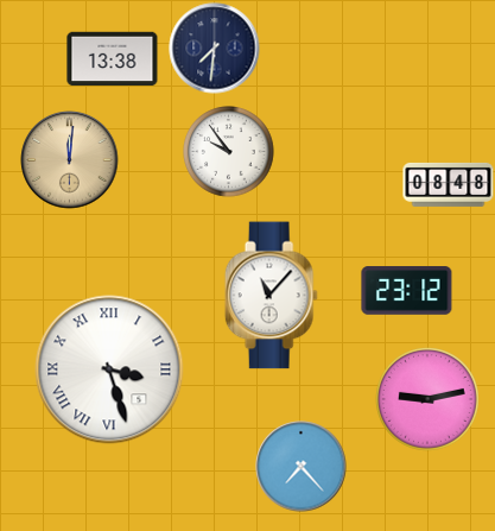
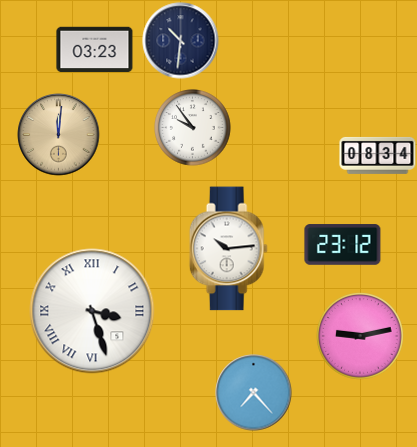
clock at (215, 49): 7:31 -> 10:31
clock at (113, 59): 13:38 -> 03:23
clock at (449, 184): 08:48 -> 08:34
clock at (271, 296): 11:07 -> 10:14
